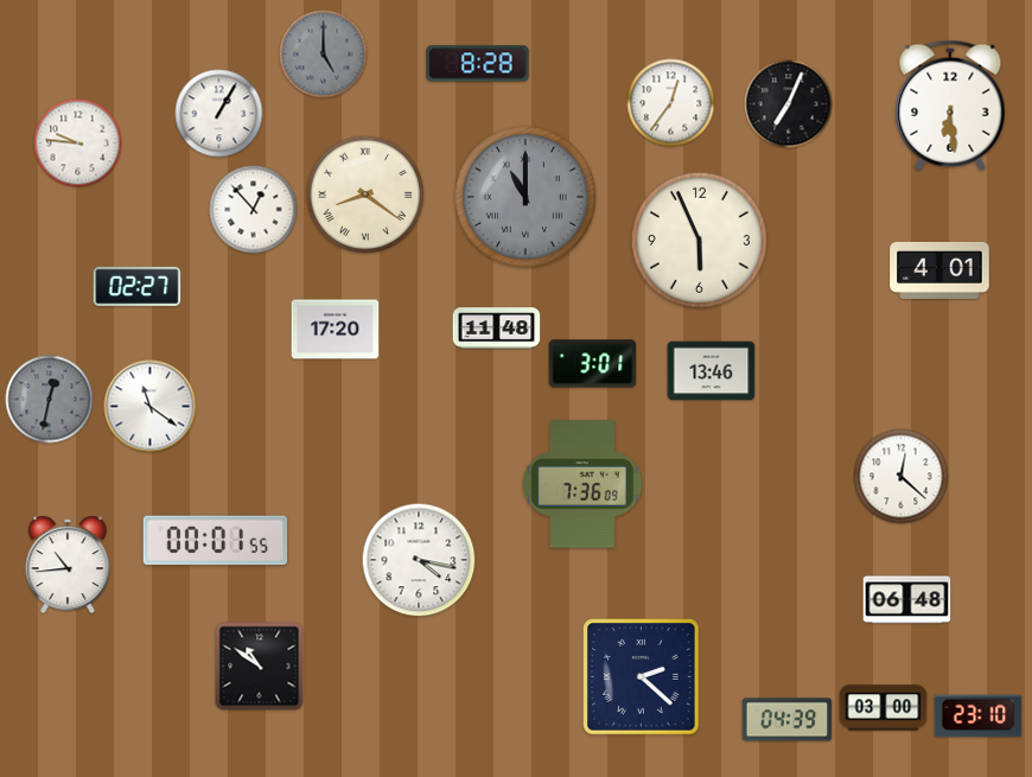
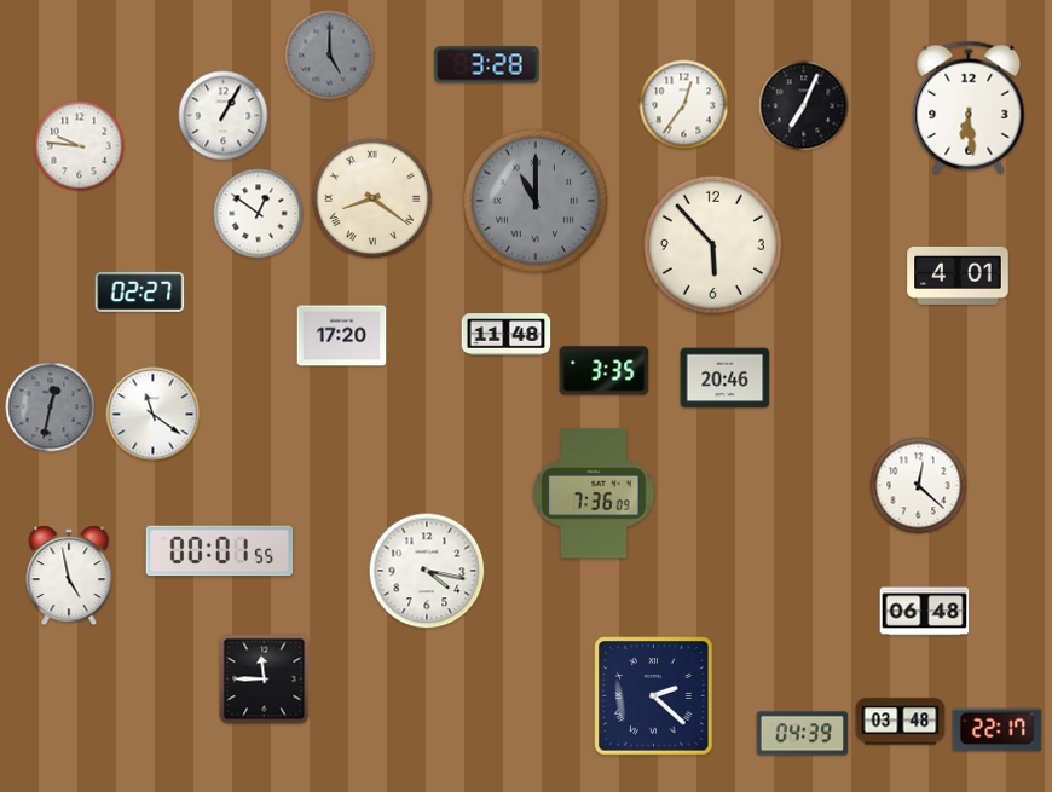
clock at (478, 64): 8:28 -> 3:28
clock at (254, 210): 12:53 -> 12:51
clock at (699, 240): 5:56 -> 5:53
clock at (593, 364): 3:01 -> 3:35
clock at (712, 371): 13:46 -> 20:46
clock at (68, 565): 10:44 -> 4:58
clock at (260, 667): 10:51 -> 11:45
clock at (642, 677) position: (642, 677) -> (654, 696)
clock at (884, 708): 03:00 -> 03:48
clock at (979, 717): 23:10 -> 22:17
